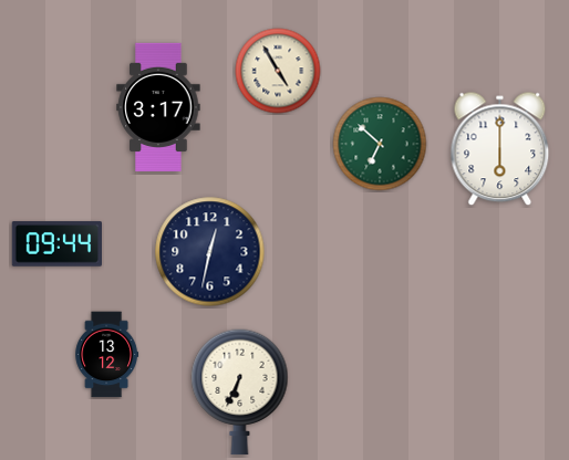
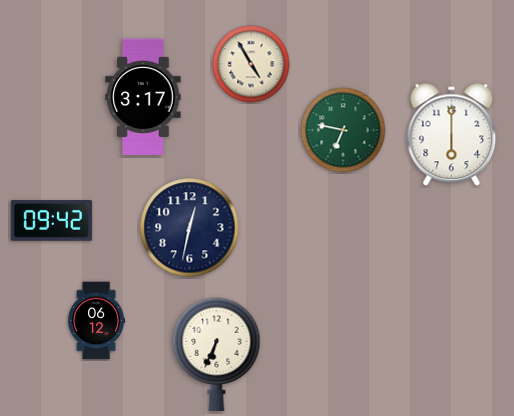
clock at (380, 144): 6:52 -> 6:47
clock at (58, 244): 09:44 -> 09:42
clock at (107, 355): 13:12 -> 06:12
